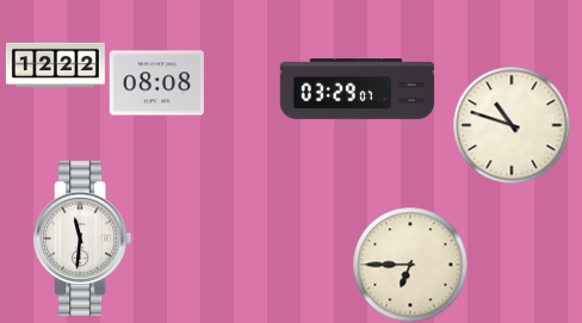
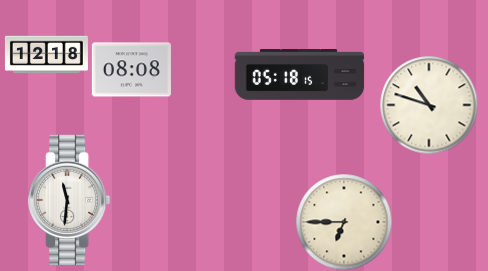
clock at (55, 66): 12:22 -> 12:18
clock at (358, 89): 03:29 -> 05:18
